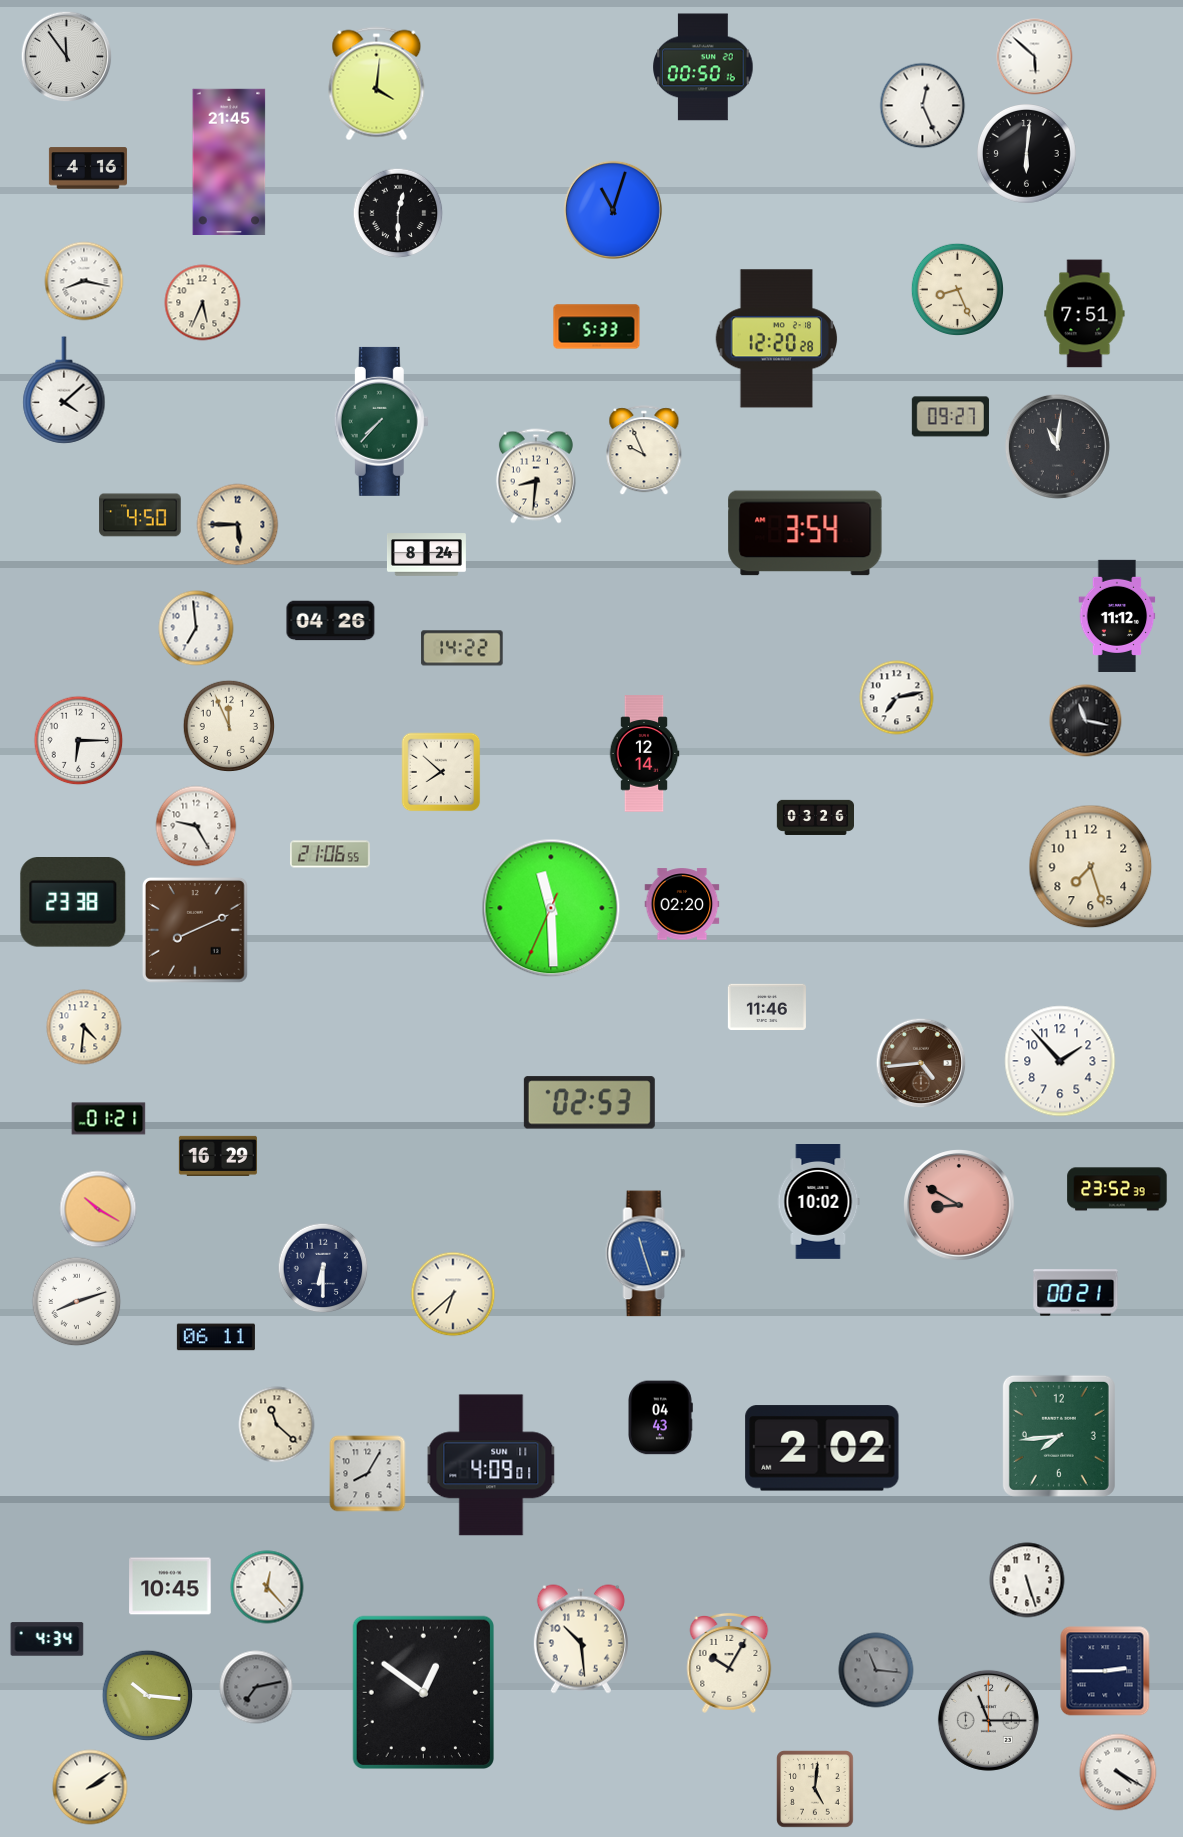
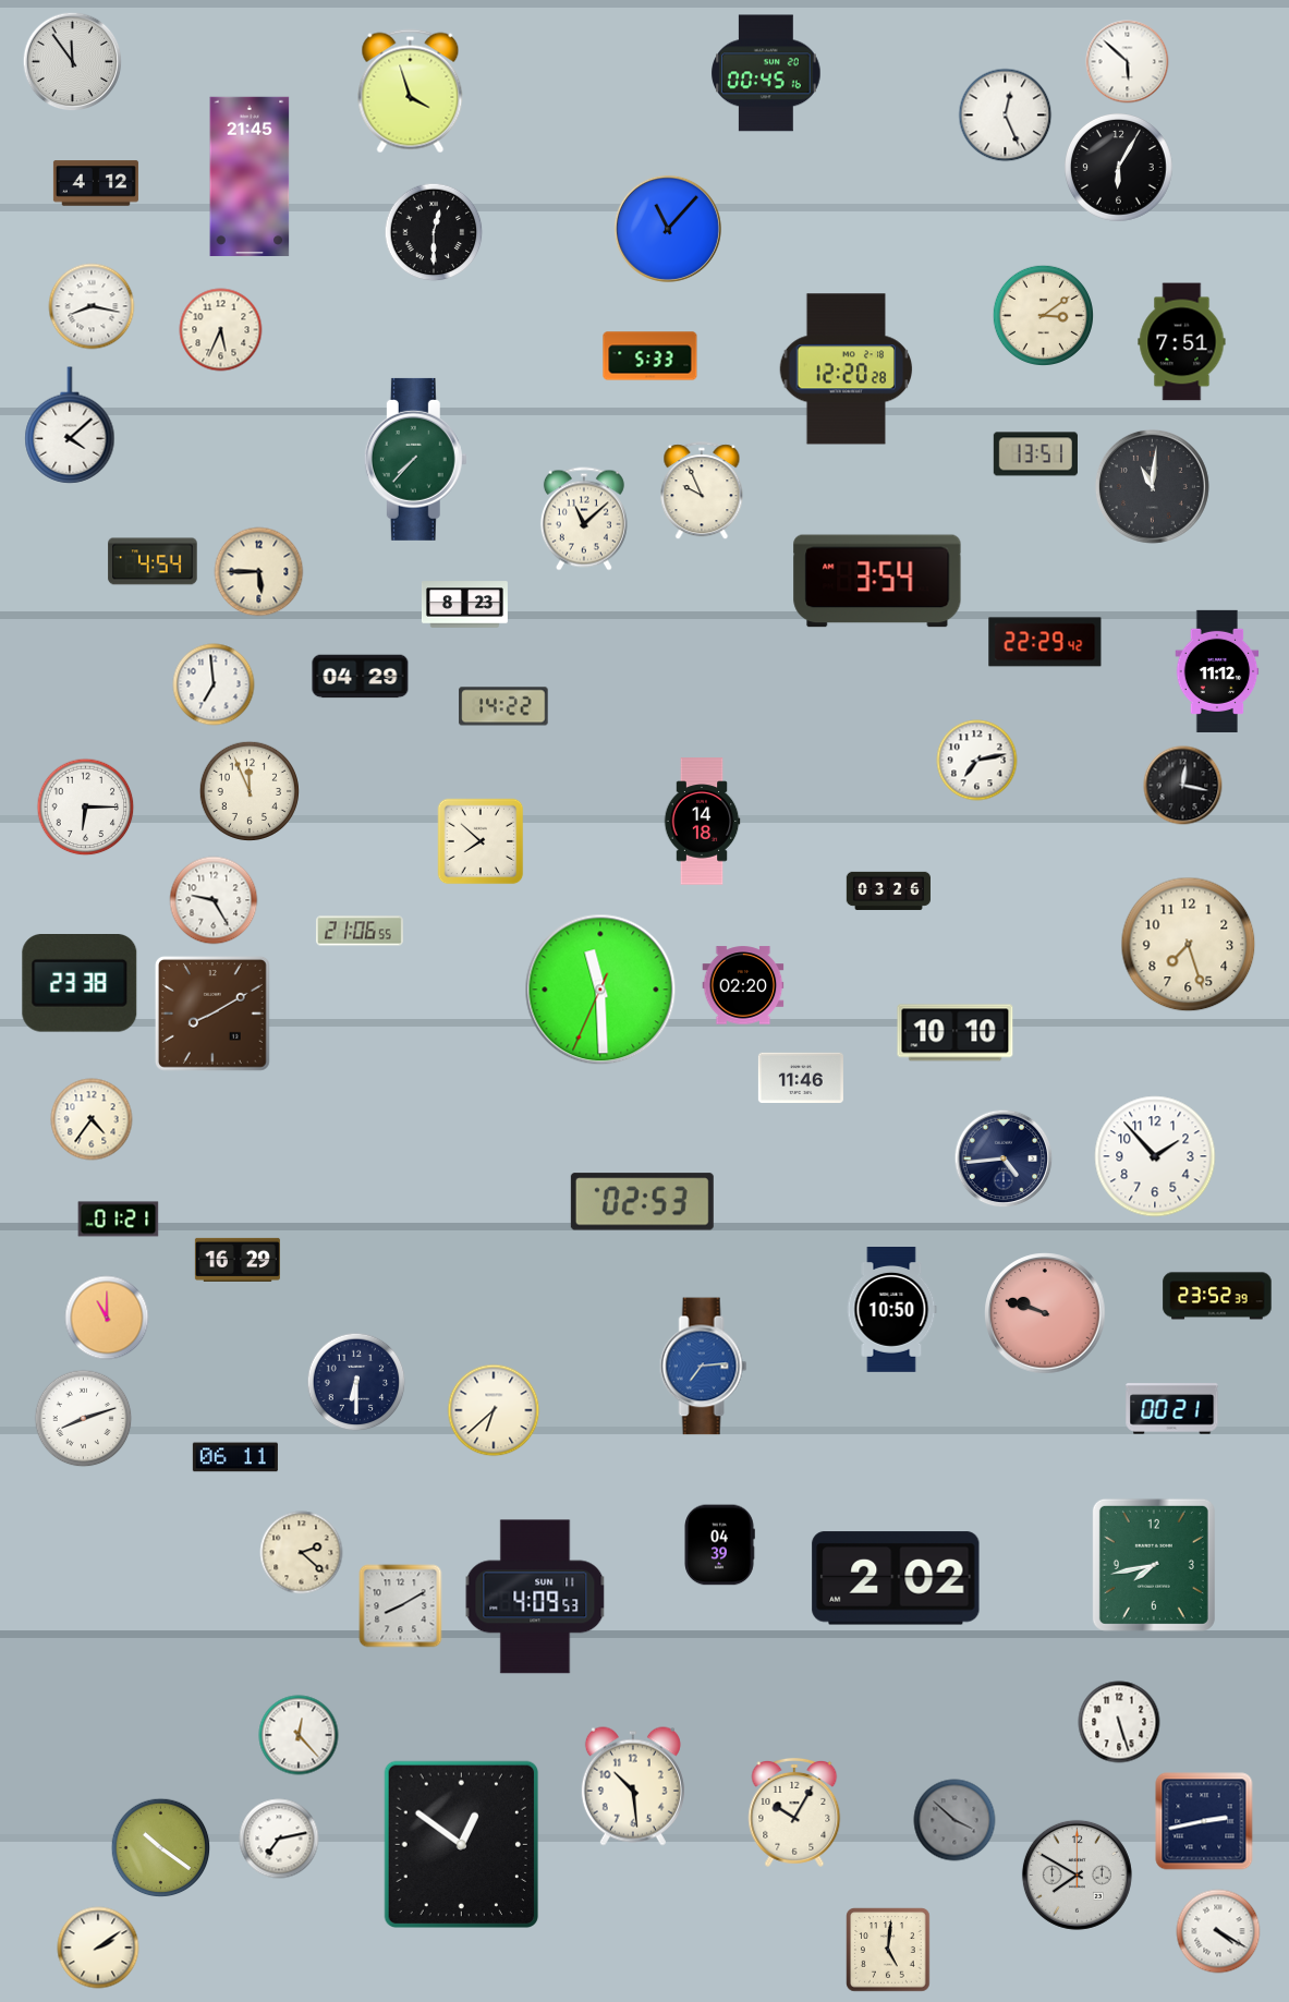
clock at (703, 67): 00:50 -> 00:45
clock at (377, 84): 4:01 -> 3:57
clock at (1027, 154): 6:01 -> 6:05
clock at (88, 168): 4:16 -> 4:12
clock at (613, 210): 11:03 -> 11:07
clock at (957, 289): 8:26 -> 3:09
clock at (950, 417): 09:27 -> 13:51
clock at (536, 476): 8:31 -> 11:08
clock at (140, 515): 4:50 -> 4:54
clock at (426, 555): 8:24 -> 8:23
clock at (1045, 642): none -> 22:29
clock at (331, 621): 04:26 -> 04:29
clock at (1086, 721): 11:17 -> 12:17
clock at (644, 754): 12:14 -> 14:18
clock at (195, 930): 8:11 -> 8:10
clock at (956, 1033): none -> 10:10
clock at (767, 1006) position: (767, 1006) -> (801, 1077)
clock at (84, 1027): 4:31 -> 4:36
clock at (921, 1063) dial: brown -> navy
clock at (818, 1202): 10:02 -> 10:50
clock at (959, 1205): 8:50 -> 9:48
clock at (98, 1209): 10:20 -> 11:00
clock at (646, 1254): 11:27 -> 7:14
clock at (323, 1268) position: (323, 1268) -> (356, 1382)
clock at (660, 1418): 04:43 -> 04:39
clock at (277, 1425): 11:22 -> 2:22
clock at (1059, 1436): 7:44 -> 7:43
clock at (491, 1465): 4:09:01 -> 4:09:53
clock at (368, 1474): 8:05 -> 8:10
clock at (170, 1586): 10:45 -> none
clock at (267, 1587) position: (267, 1587) -> (299, 1735)
clock at (47, 1639): 4:34 -> none
clock at (876, 1670): 11:16 -> 3:52
clock at (1105, 1671): 2:45 -> 2:43
clock at (256, 1687) dial: grey -> white
clock at (148, 1696): 10:16 -> 10:21
clock at (988, 1720): 11:15 -> 7:50
